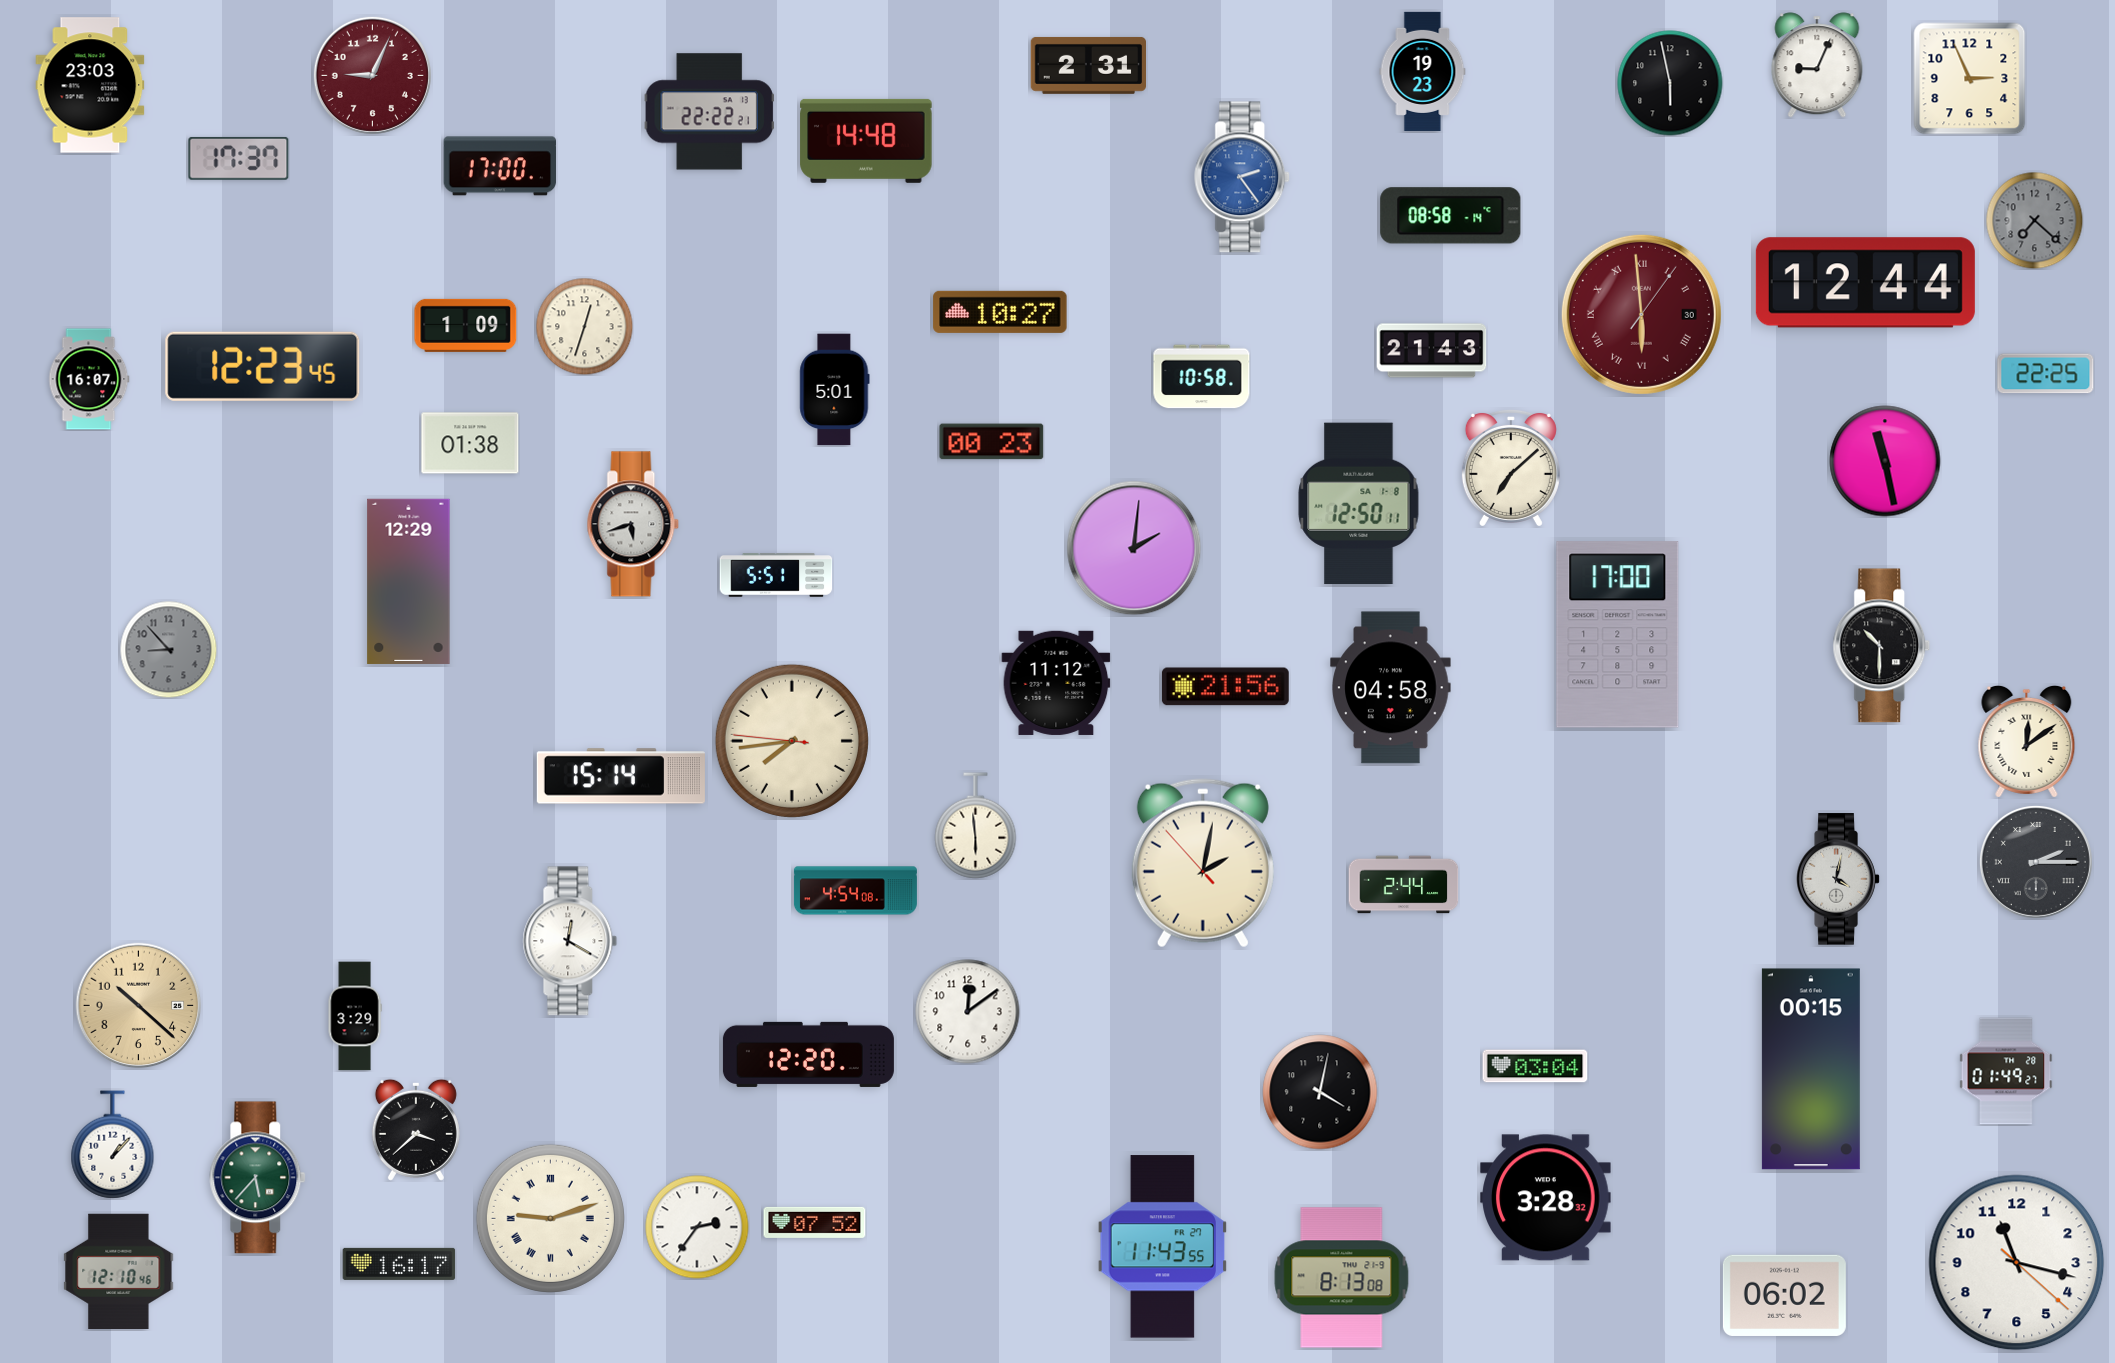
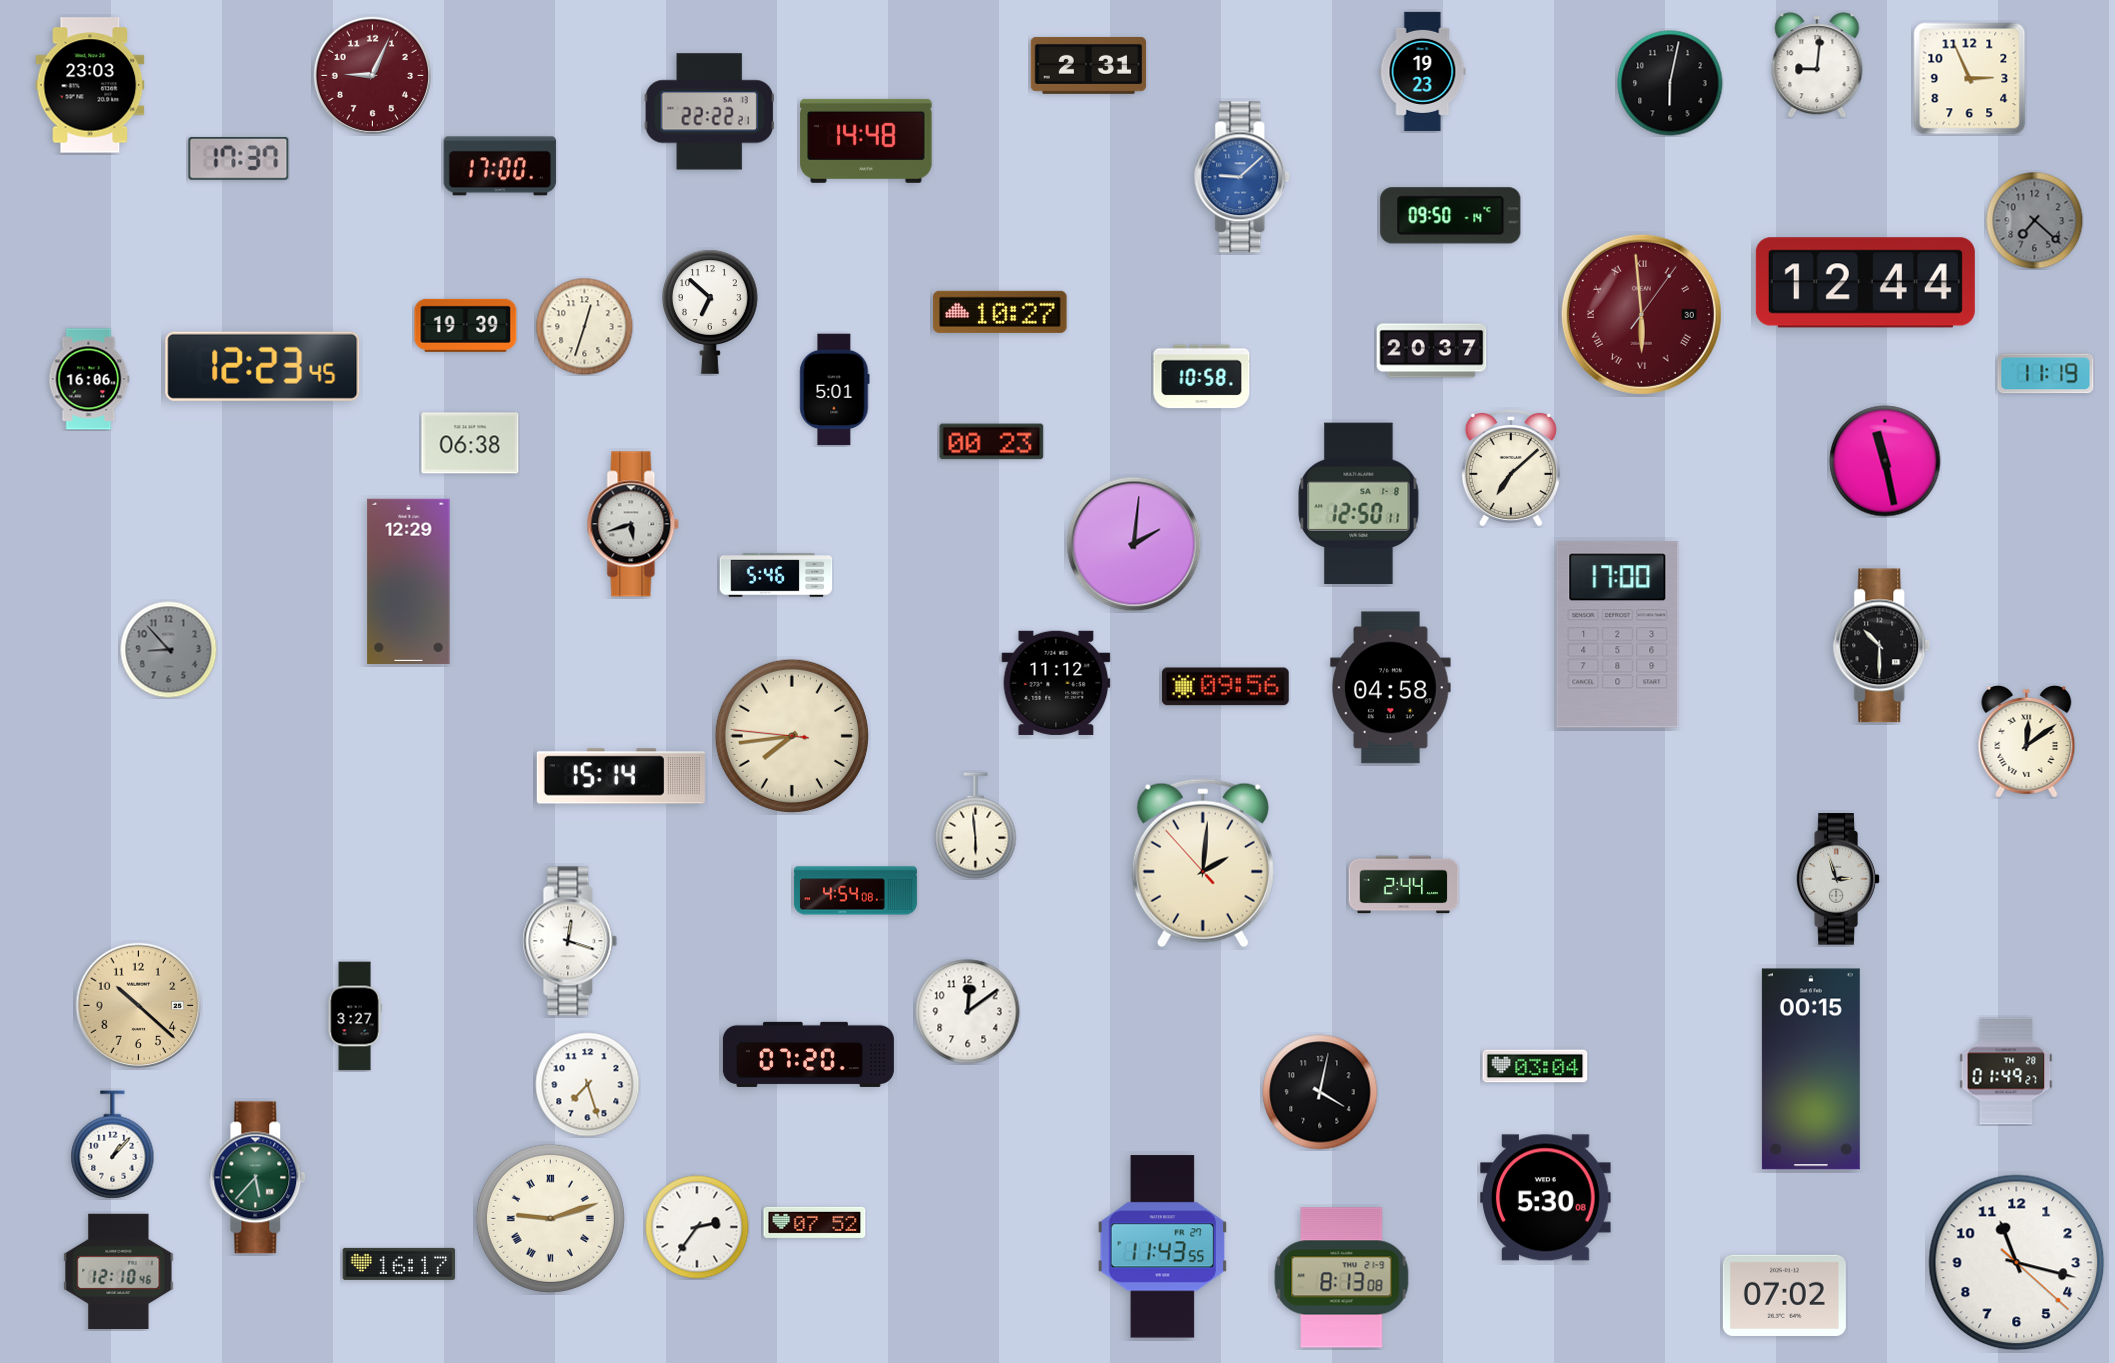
clock at (1817, 65): 9:04 -> 9:01
clock at (1670, 83): 5:58 -> 6:02
clock at (1243, 177): 2:24 -> 9:08
clock at (1451, 216): 08:58 -> 09:50
clock at (711, 312): none -> 6:52
clock at (466, 325): 1:09 -> 19:39
clock at (1432, 351): 21:43 -> 20:37
clock at (2046, 374): 22:25 -> 11:19
clock at (89, 379): 16:07 -> 16:06
clock at (470, 443): 01:38 -> 06:38
clock at (1134, 548) position: (1134, 548) -> (1134, 544)
clock at (776, 575): 5:51 -> 5:46
clock at (1225, 687): 21:56 -> 09:56
clock at (792, 741) position: (792, 741) -> (792, 736)
clock at (2036, 862): 2:15 -> none
clock at (1203, 863): 2:01 -> 2:00
clock at (1838, 879): 4:02 -> 2:57
clock at (570, 941): 12:20 -> 12:18
clock at (355, 1016): 3:29 -> 3:27
clock at (808, 1054): 12:20 -> 07:20
clock at (588, 1085): none -> 7:27
clock at (416, 1130): 3:38 -> none
clock at (1546, 1198): 3:28 -> 5:30
clock at (1784, 1295): 06:02 -> 07:02
